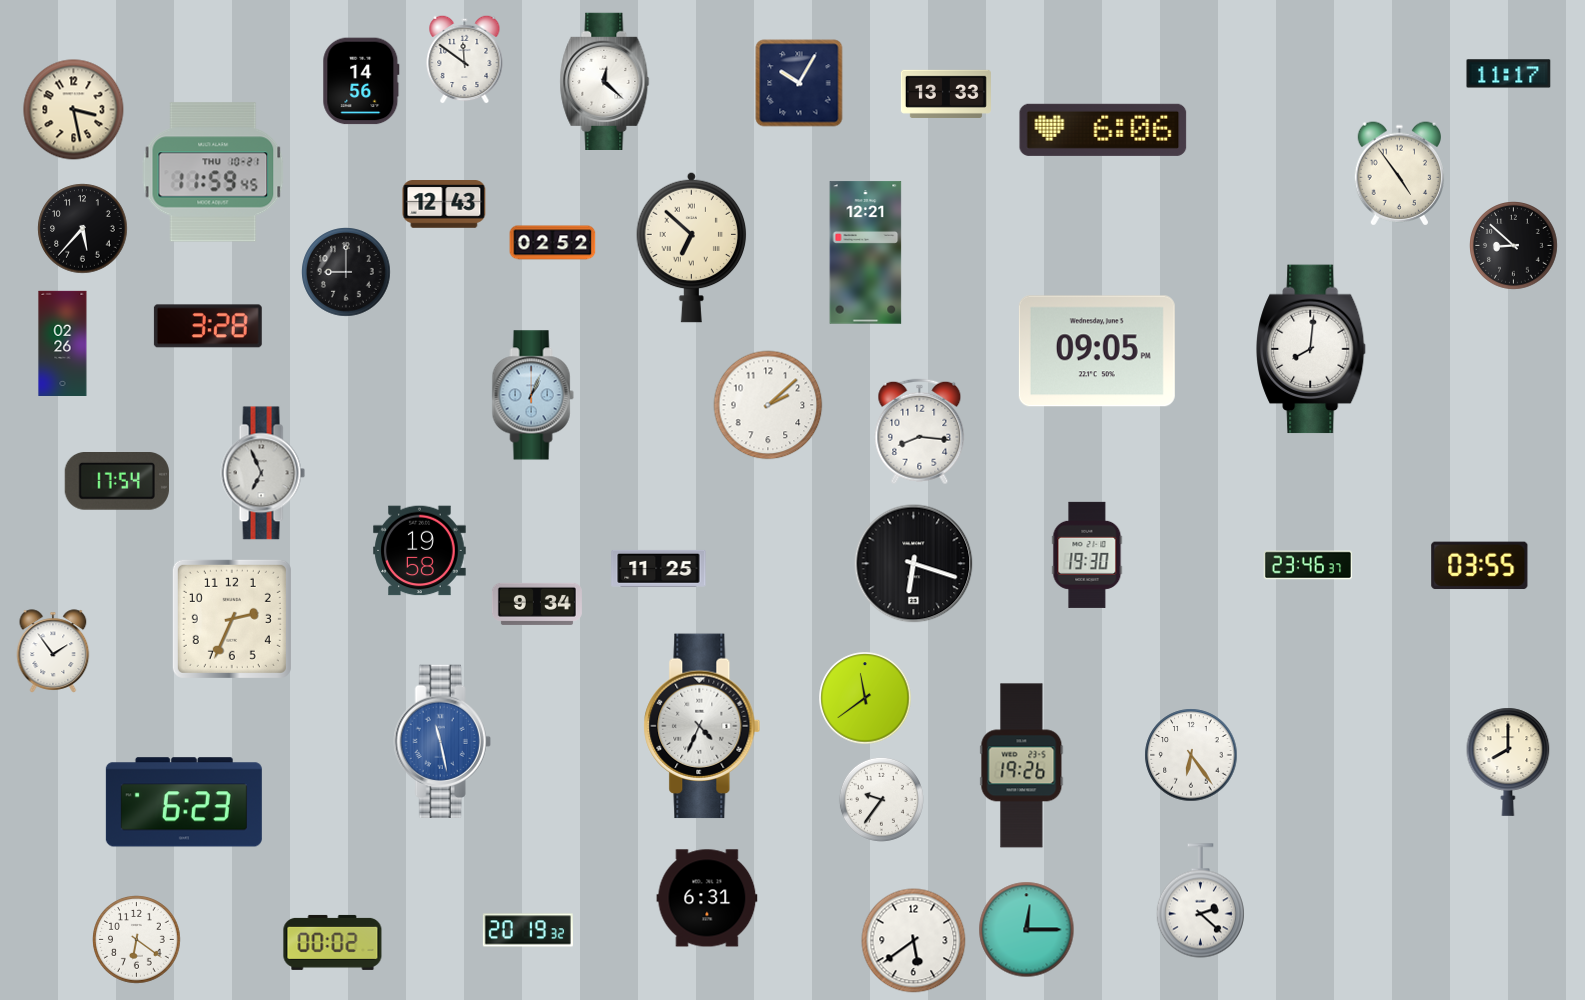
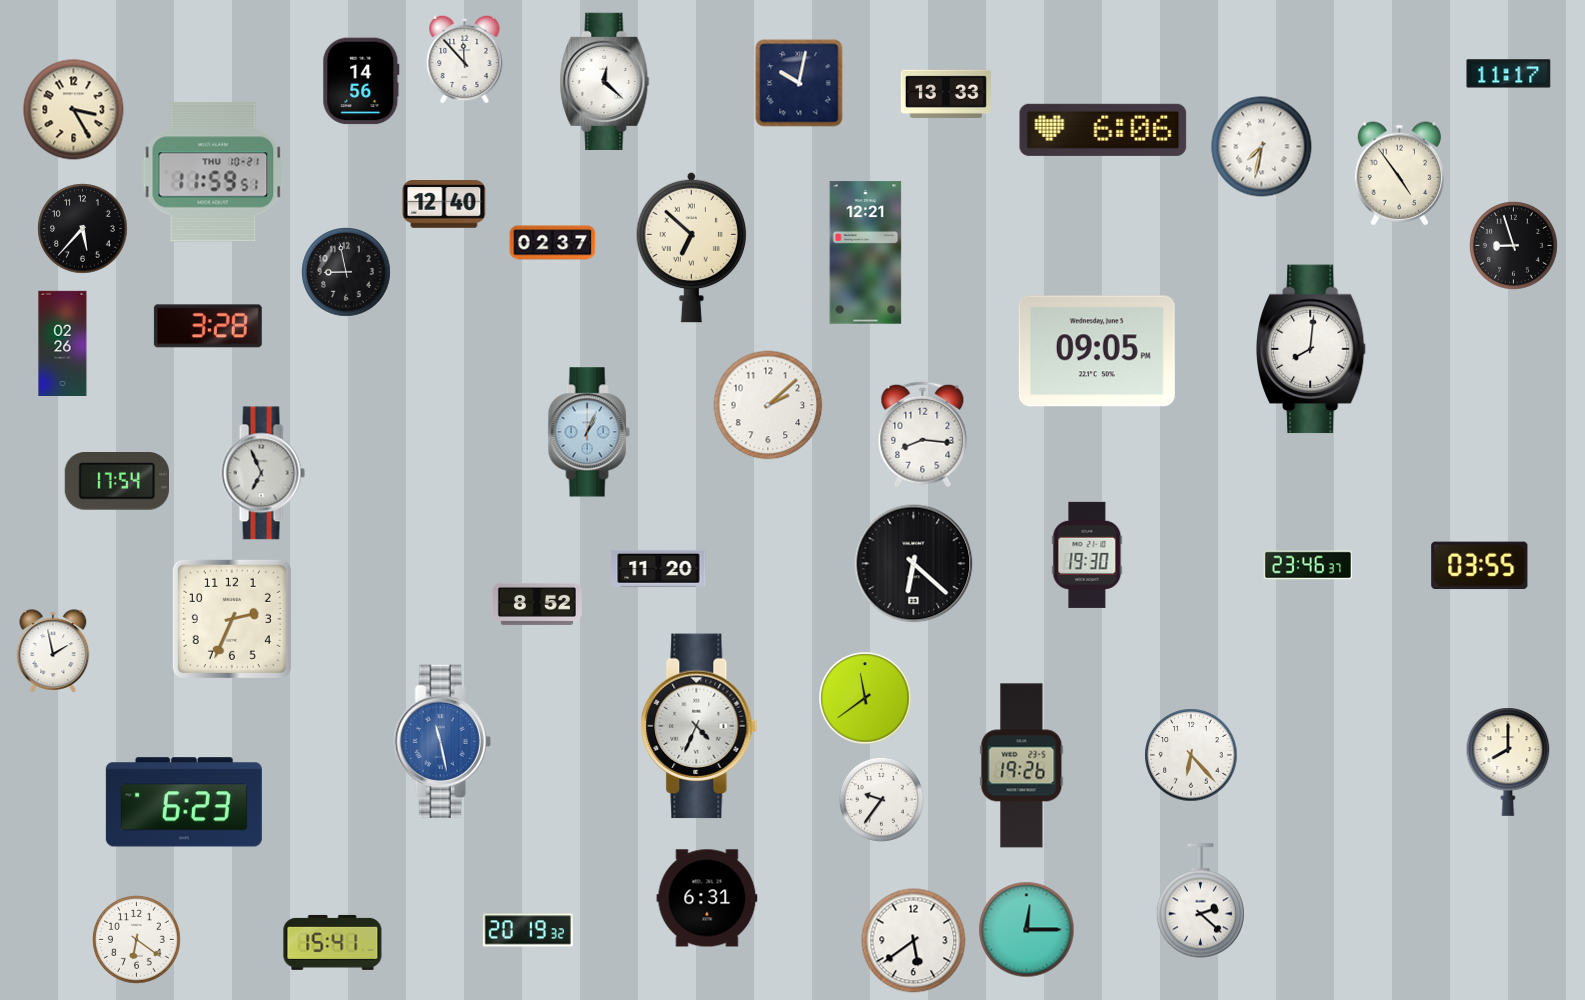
clock at (465, 59): 11:51 -> 11:53
clock at (799, 83): 10:05 -> 10:02
clock at (74, 110): 3:28 -> 3:25
clock at (1262, 147): none -> 7:32
clock at (213, 172): 11:59:45 -> 11:59:51
clock at (444, 204): 12:43 -> 12:40
clock at (553, 243): 02:52 -> 02:37
clock at (1514, 246): 8:52 -> 8:57
clock at (346, 272): 9:00 -> 8:58
clock at (533, 395) position: (533, 395) -> (589, 432)
clock at (920, 432) position: (920, 432) -> (923, 435)
clock at (420, 551): 19:58 -> none
clock at (914, 564): 6:18 -> 6:22
clock at (659, 568): 11:25 -> 11:20
clock at (537, 604): 9:34 -> 8:52
clock at (53, 651): 1:54 -> 1:58
clock at (702, 726) position: (702, 726) -> (699, 726)
clock at (1191, 755): 6:24 -> 6:23
clock at (333, 942): 00:02 -> 15:41
